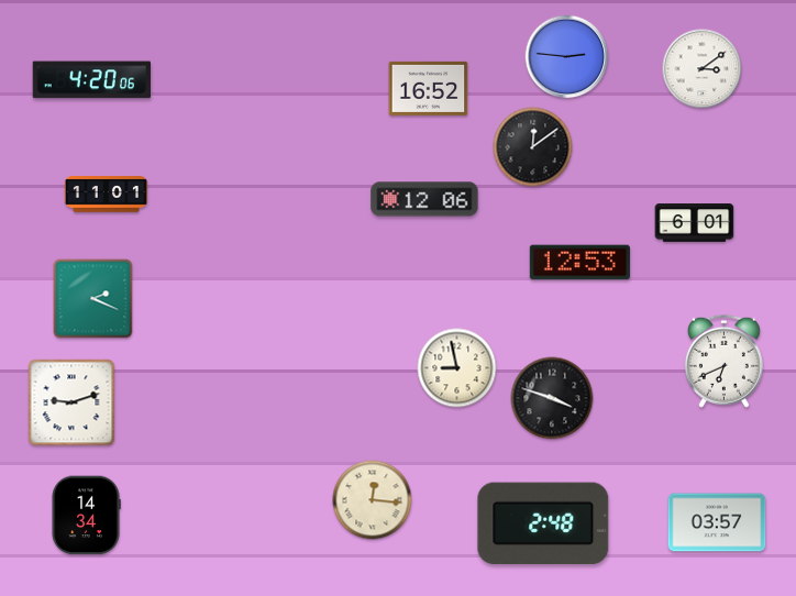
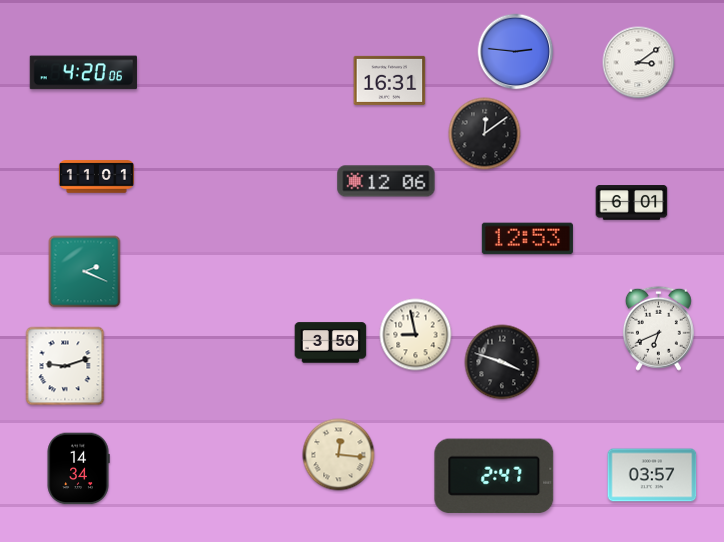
clock at (429, 88): 16:52 -> 16:31
clock at (331, 343): none -> 3:50
clock at (543, 523): 2:48 -> 2:47
